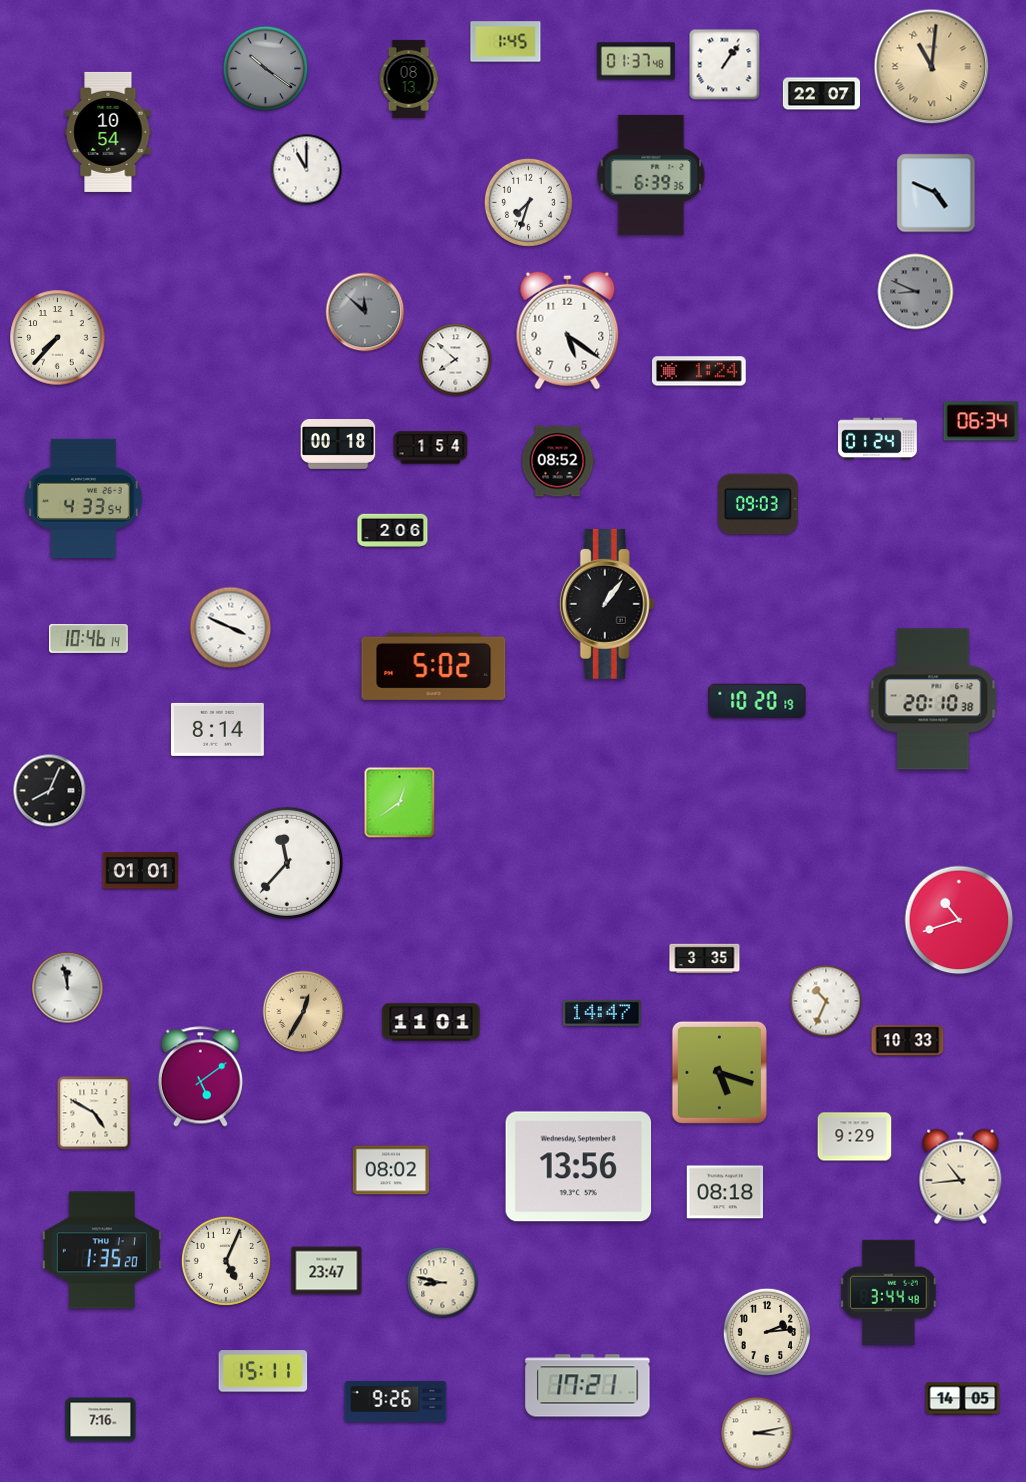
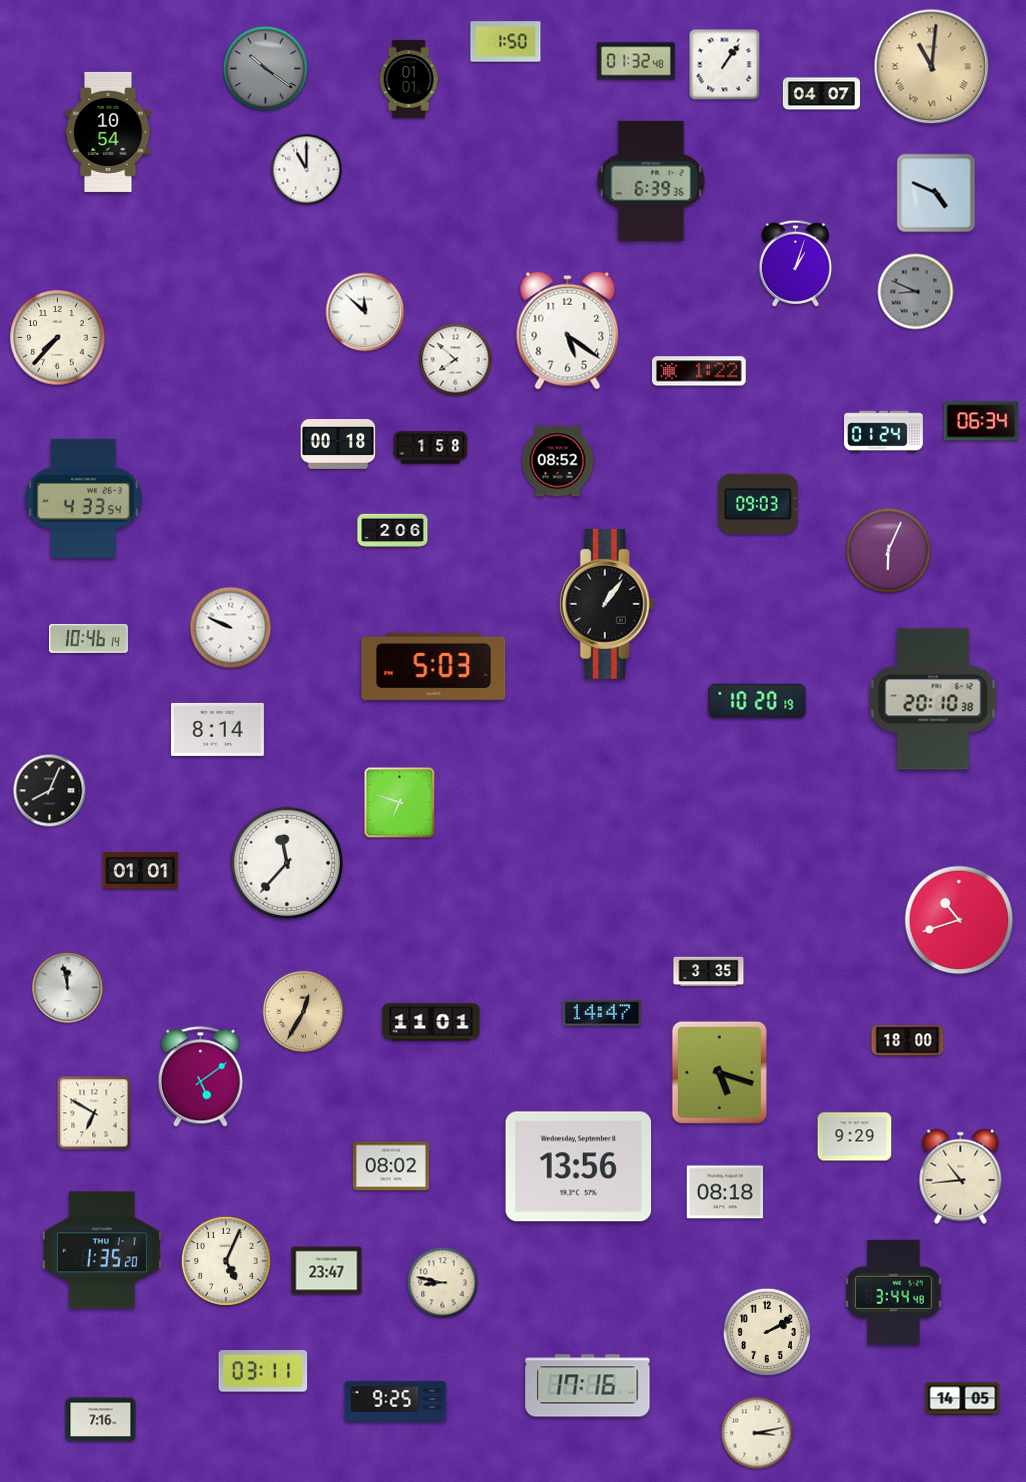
clock at (506, 42): 1:45 -> 1:50
clock at (636, 61): 01:37 -> 01:32
clock at (409, 79): 08:13 -> 01:01
clock at (821, 94): 22:07 -> 04:07
clock at (651, 175) position: (651, 175) -> (651, 181)
clock at (528, 202): 7:33 -> none
clock at (795, 263): none -> 1:03
clock at (365, 312) dial: grey -> white
clock at (699, 371): 1:24 -> 1:22
clock at (878, 439) position: (878, 439) -> (884, 432)
clock at (431, 448): 1:54 -> 1:58
clock at (889, 551): none -> 6:04
clock at (231, 628): 3:49 -> 9:49
clock at (434, 666): 5:02 -> 5:03
clock at (400, 803): 12:39 -> 6:48
clock at (705, 959) position: (705, 959) -> (709, 972)
clock at (826, 1001): 10:34 -> none
clock at (908, 1041): 10:33 -> 18:00
clock at (94, 1113): 4:50 -> 6:50
clock at (391, 1170) position: (391, 1170) -> (391, 1166)
clock at (889, 1292) position: (889, 1292) -> (894, 1292)
clock at (767, 1332): 2:14 -> 2:10
clock at (263, 1371): 15:11 -> 03:11
clock at (588, 1386): 17:21 -> 17:16
clock at (396, 1401): 9:26 -> 9:25
